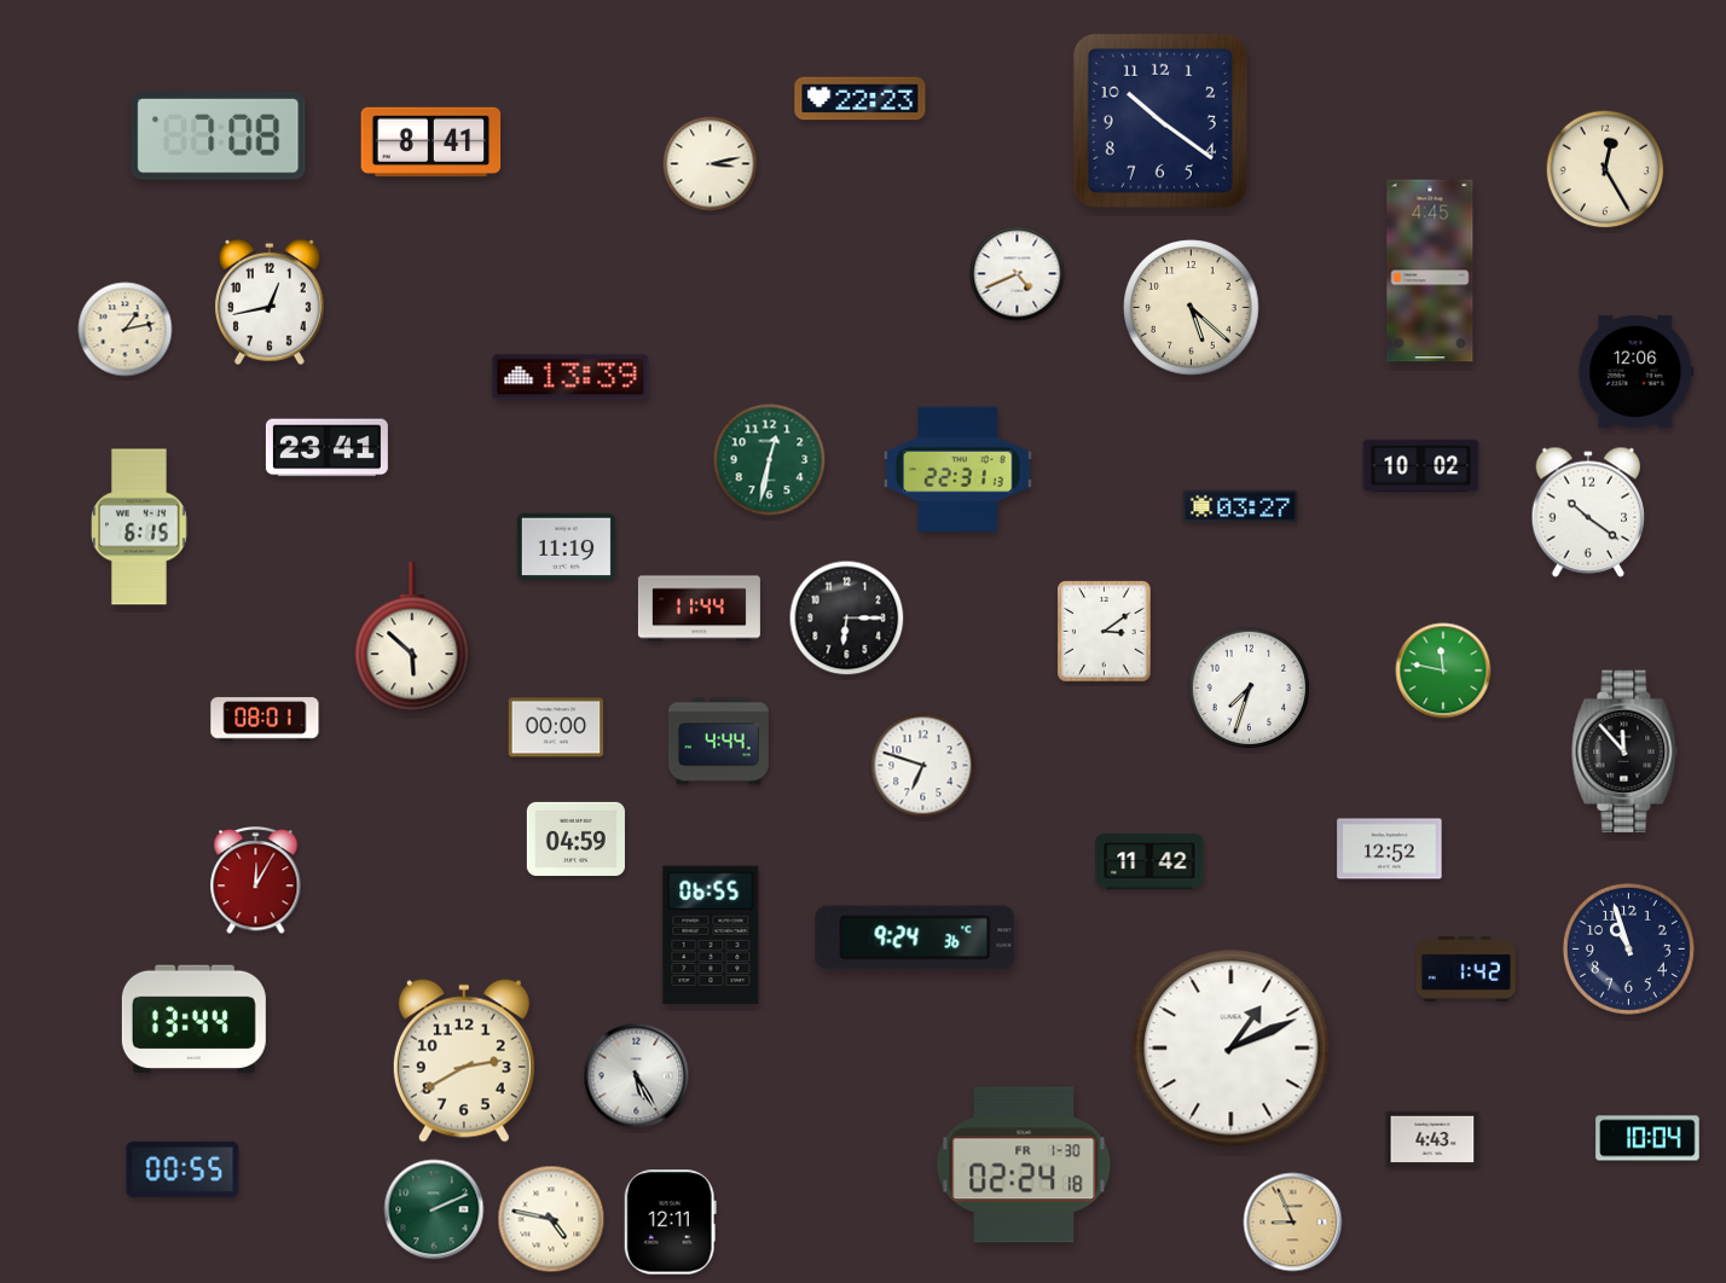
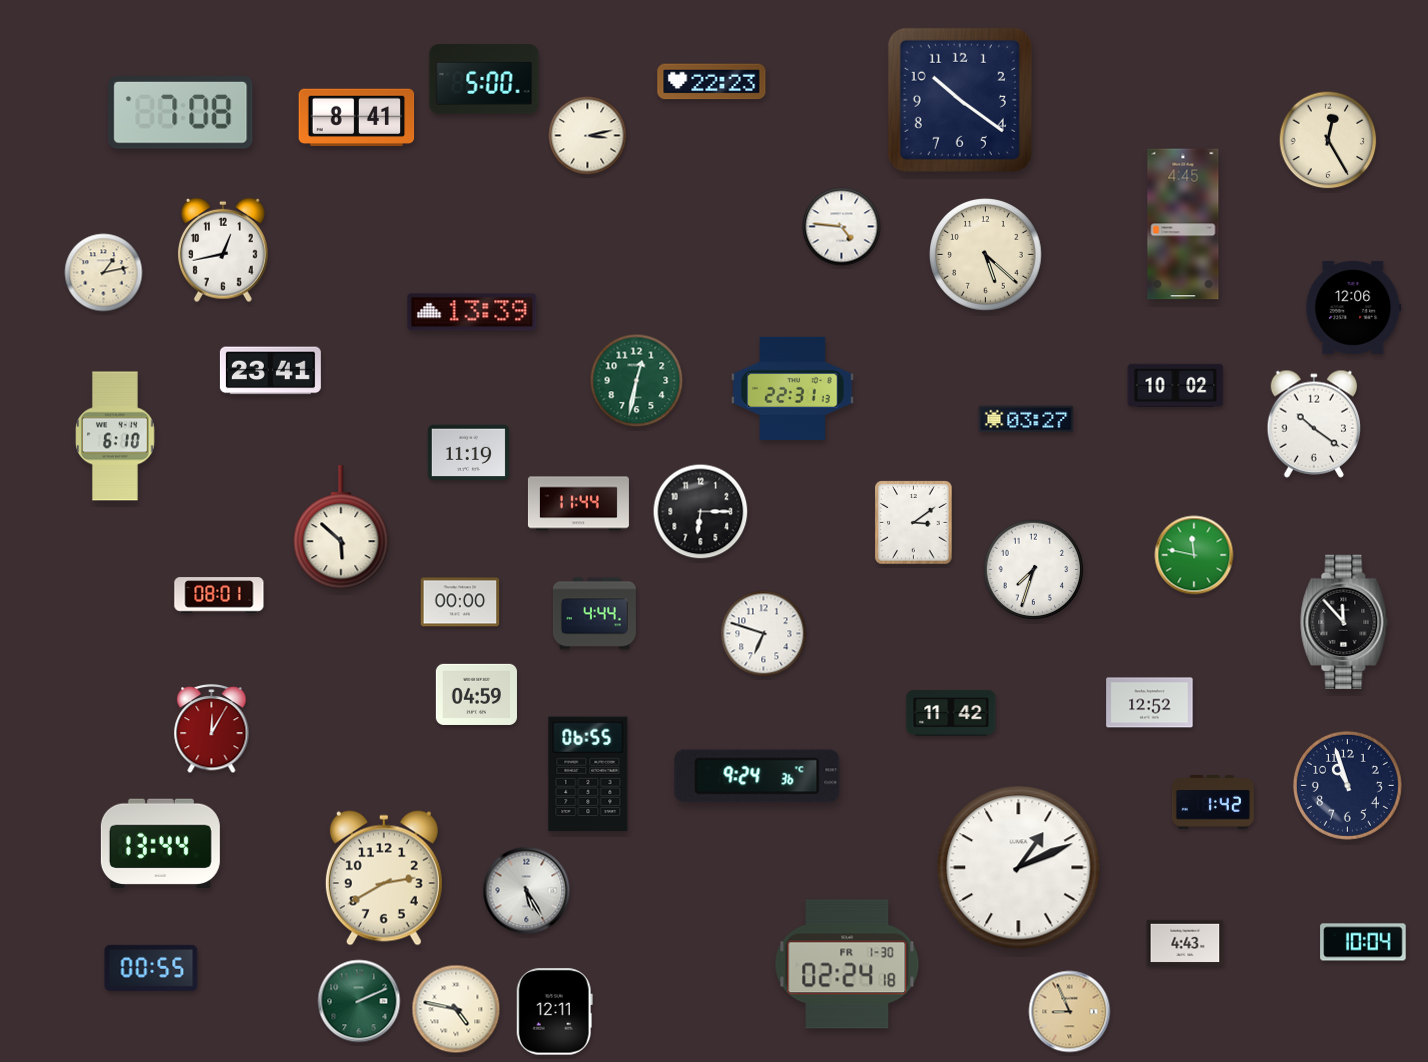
clock at (484, 79): none -> 5:00
clock at (1018, 274): 4:41 -> 4:46
clock at (139, 527): 6:15 -> 6:10
